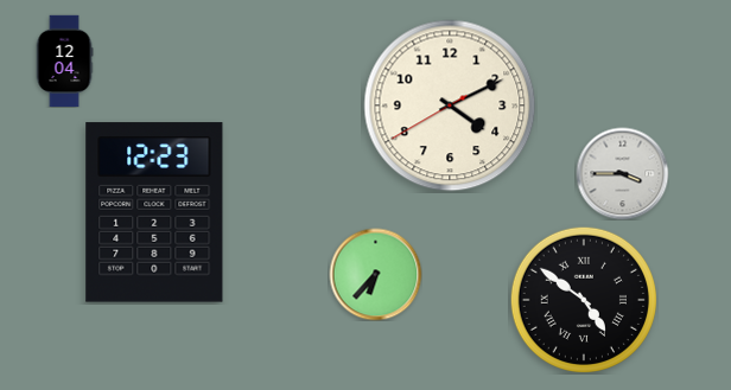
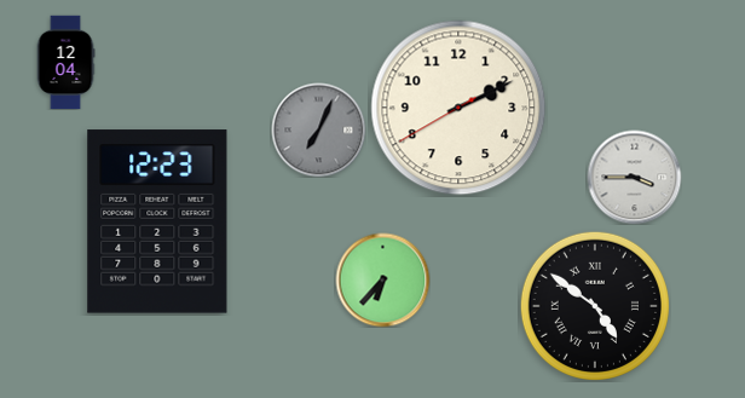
clock at (450, 106): 4:10 -> 2:10
clock at (318, 129): none -> 7:04
clock at (154, 212) position: (154, 212) -> (157, 221)
